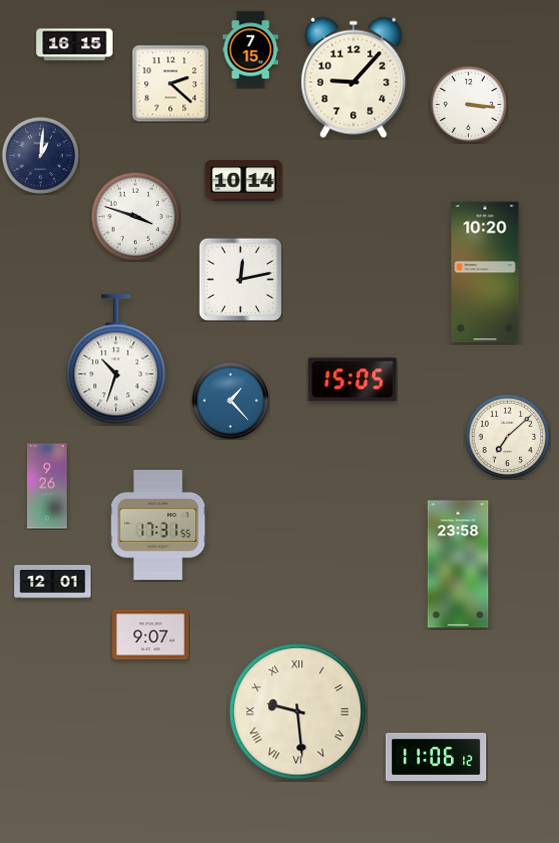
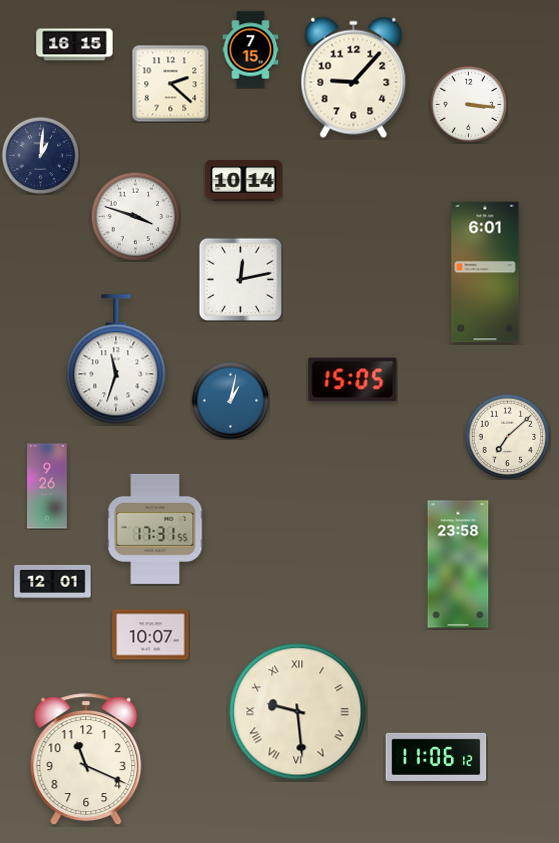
clock at (485, 272): 10:20 -> 6:01
clock at (116, 359): 10:33 -> 11:33
clock at (230, 400): 1:23 -> 1:02
clock at (158, 525) position: (158, 525) -> (155, 529)
clock at (151, 635): 9:07 -> 10:07
clock at (86, 759): none -> 11:19
